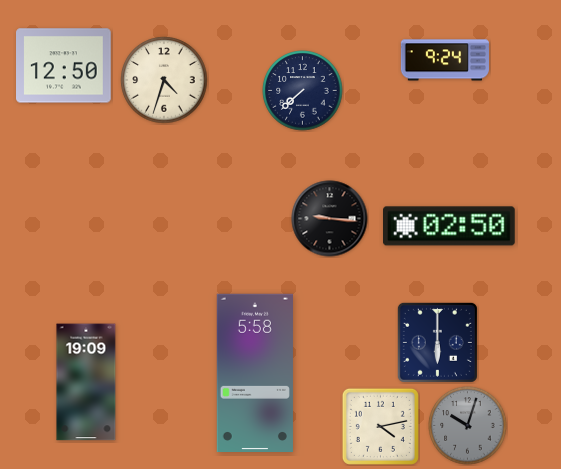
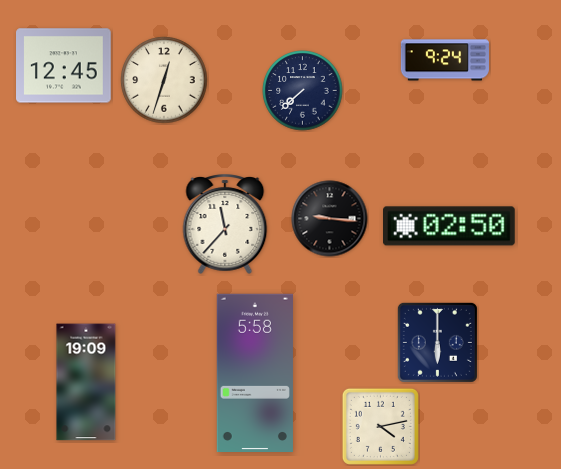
clock at (64, 66): 12:50 -> 12:45
clock at (164, 80): 4:33 -> 12:33
clock at (225, 225): none -> 11:37
clock at (468, 426): 10:03 -> none
